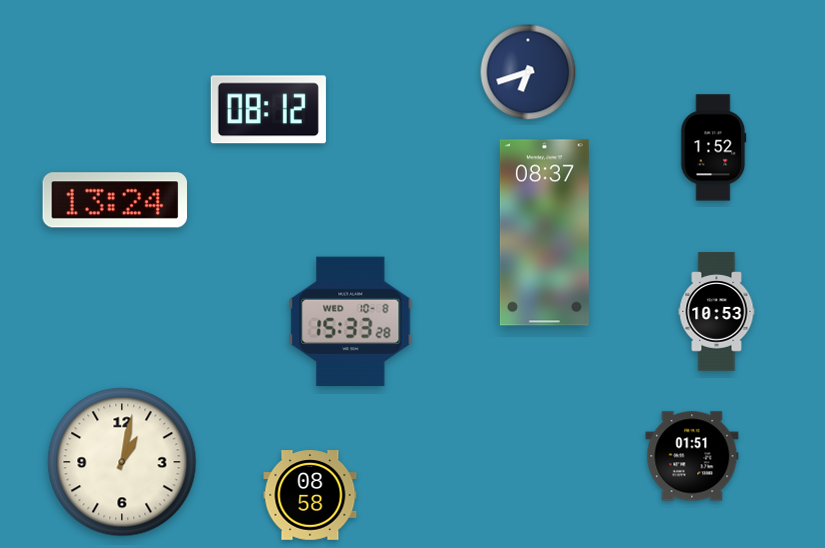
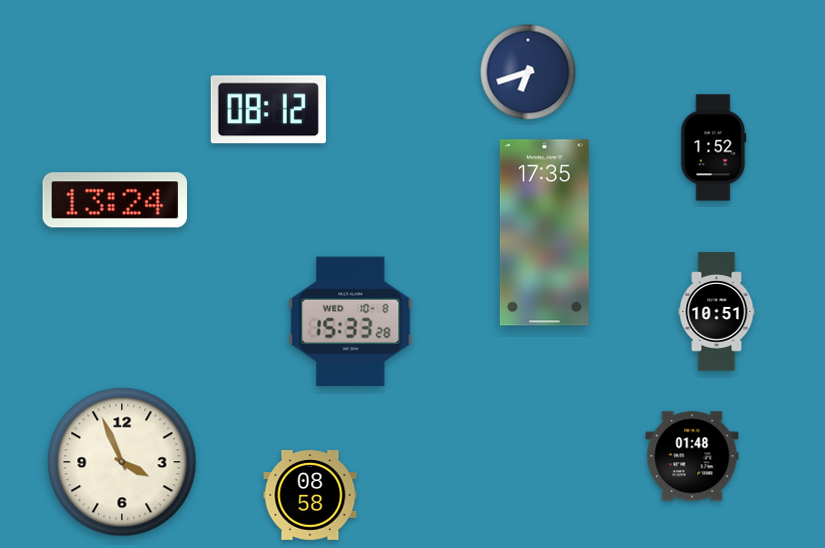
clock at (544, 233): 08:37 -> 17:35
clock at (717, 312): 10:53 -> 10:51
clock at (692, 456): 01:51 -> 01:48
clock at (122, 462): 1:02 -> 3:56
